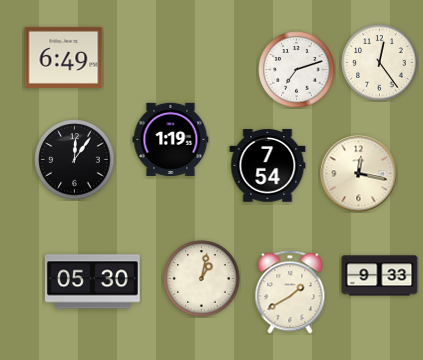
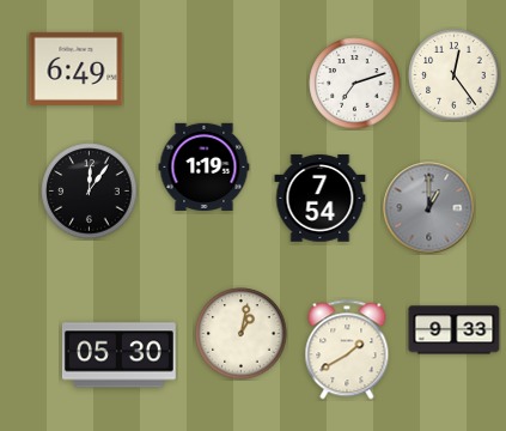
clock at (359, 174): 12:17 -> 1:00
clock at (359, 174) dial: cream -> grey
clock at (92, 282) position: (92, 282) -> (118, 356)
